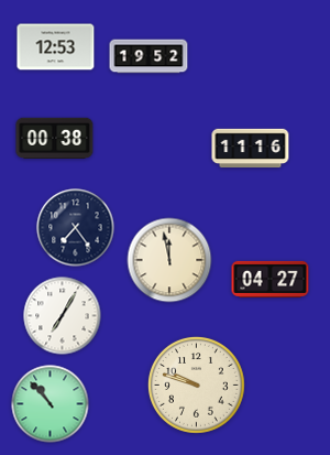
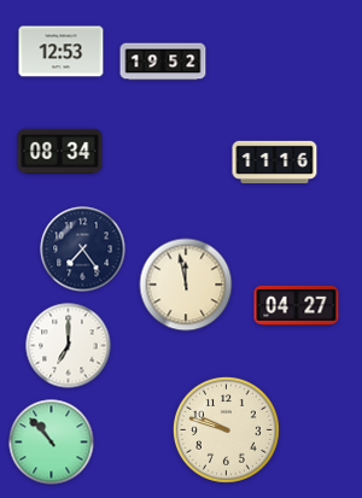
clock at (55, 139): 00:38 -> 08:34
clock at (63, 316): 7:05 -> 7:00
clock at (197, 386) position: (197, 386) -> (227, 430)
clock at (51, 404) position: (51, 404) -> (52, 443)
